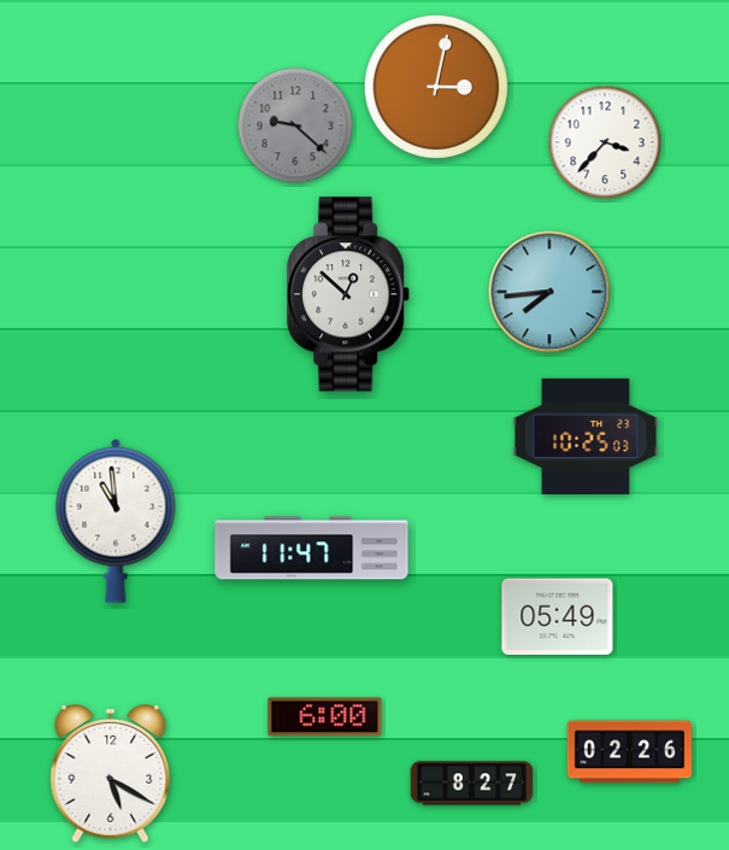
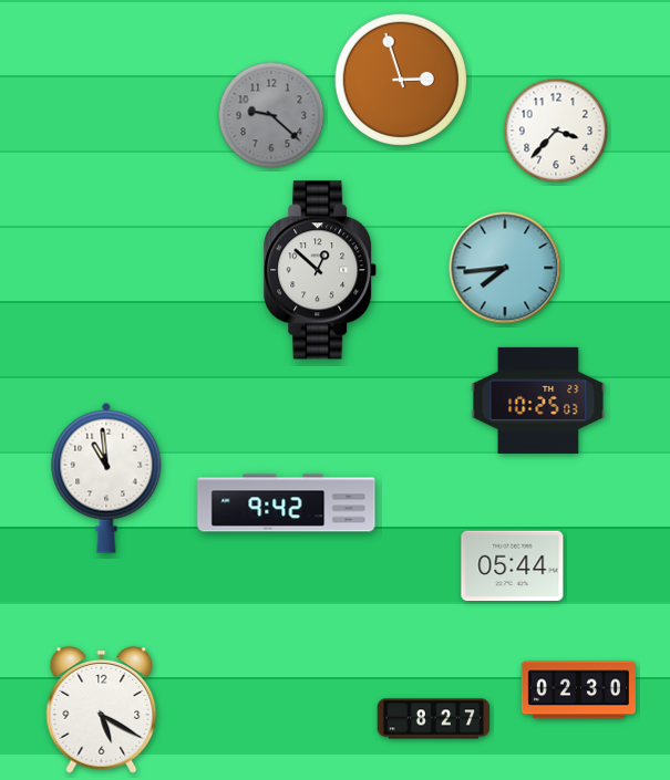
clock at (436, 87): 3:02 -> 2:57
clock at (312, 549): 11:47 -> 9:42
clock at (558, 617): 05:49 -> 05:44
clock at (325, 717): 6:00 -> none
clock at (629, 752): 02:26 -> 02:30
